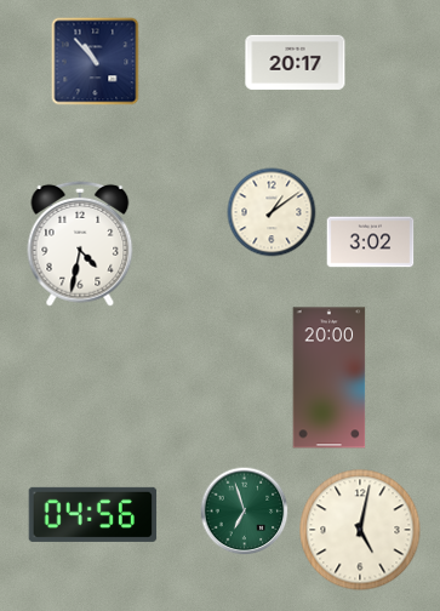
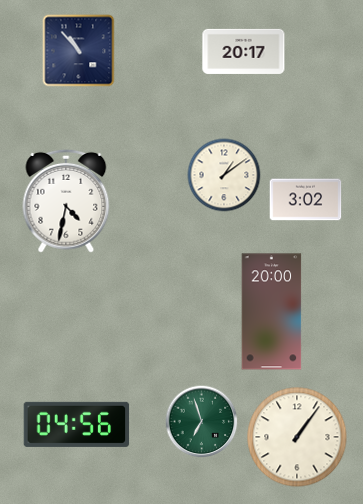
clock at (360, 530): 5:02 -> 1:06
